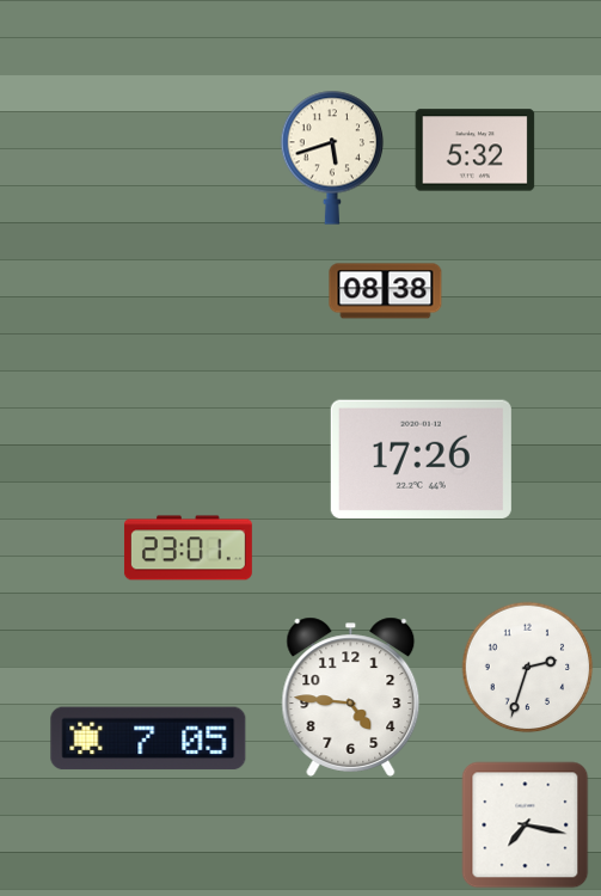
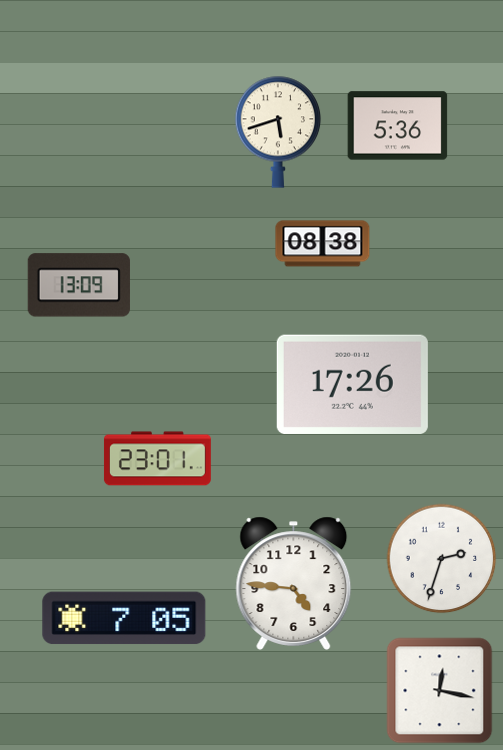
clock at (476, 151): 5:32 -> 5:36
clock at (79, 285): none -> 13:09
clock at (526, 826): 7:17 -> 12:17
